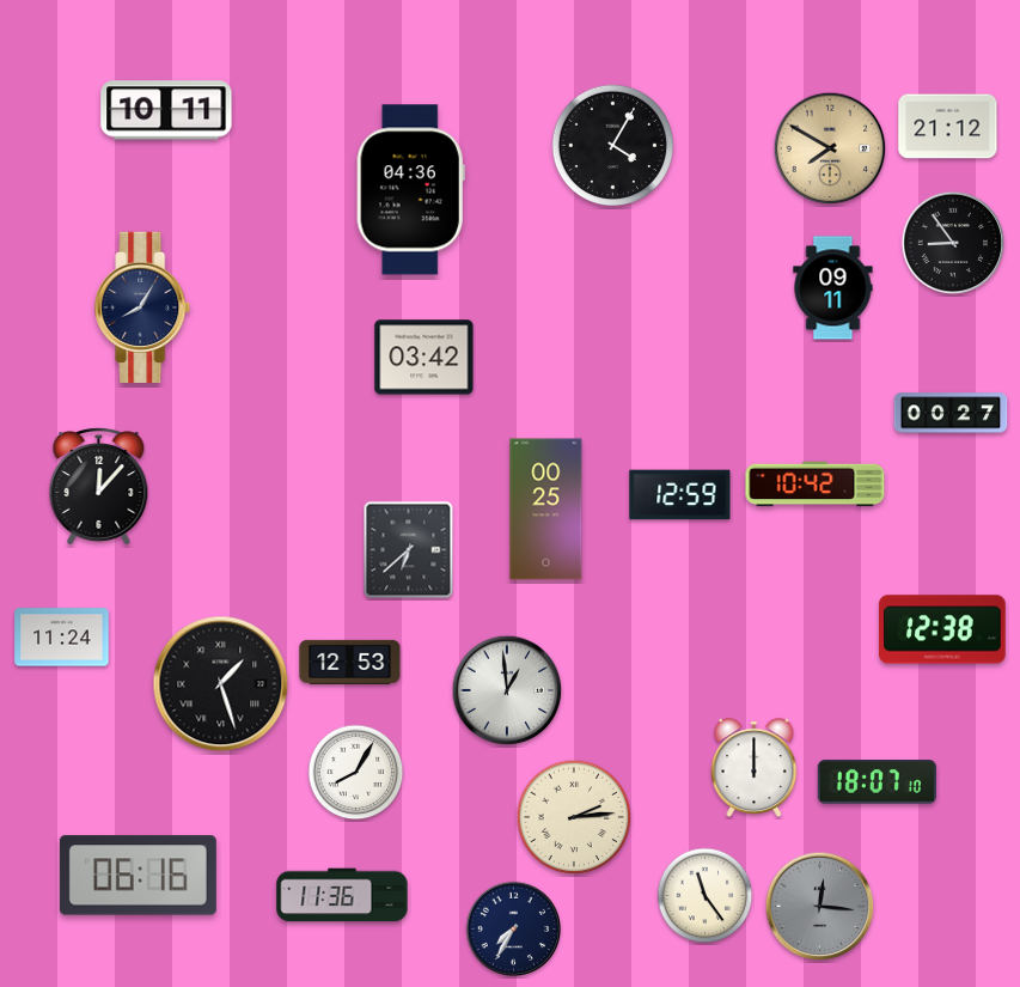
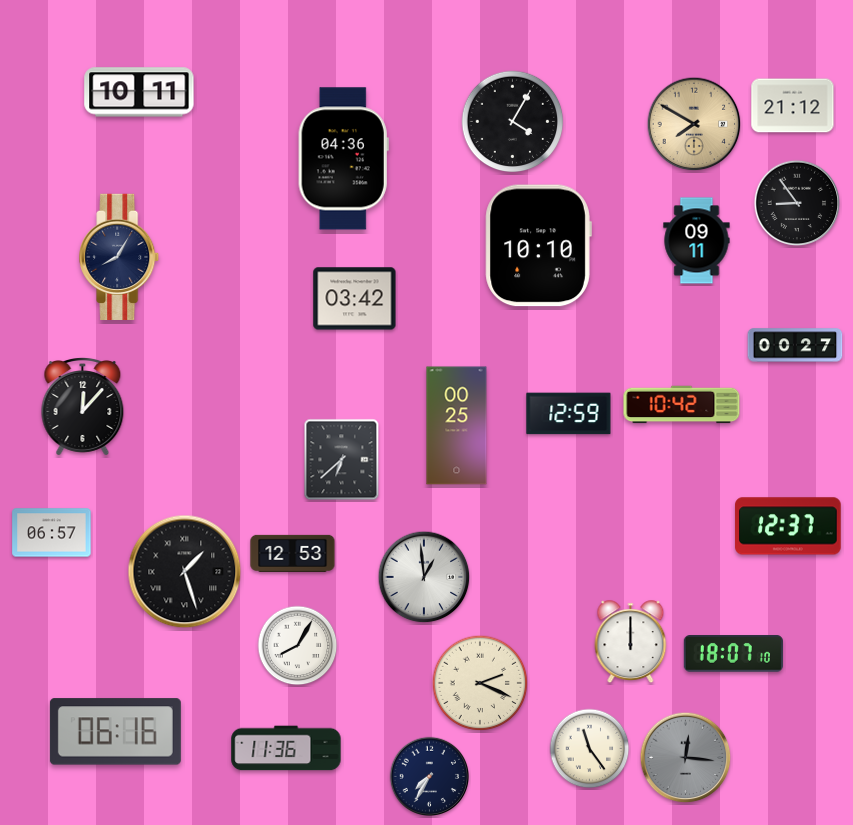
clock at (538, 246): none -> 10:10
clock at (942, 629): 12:38 -> 12:37
clock at (62, 638): 11:24 -> 06:57
clock at (574, 817): 2:14 -> 2:19
